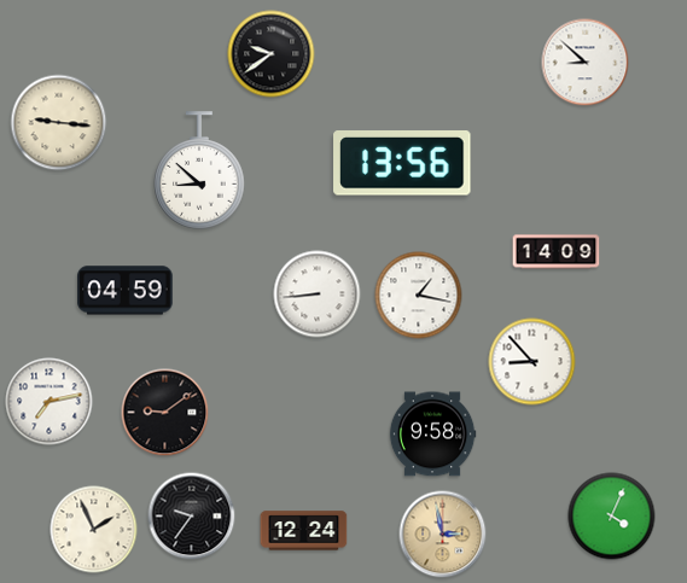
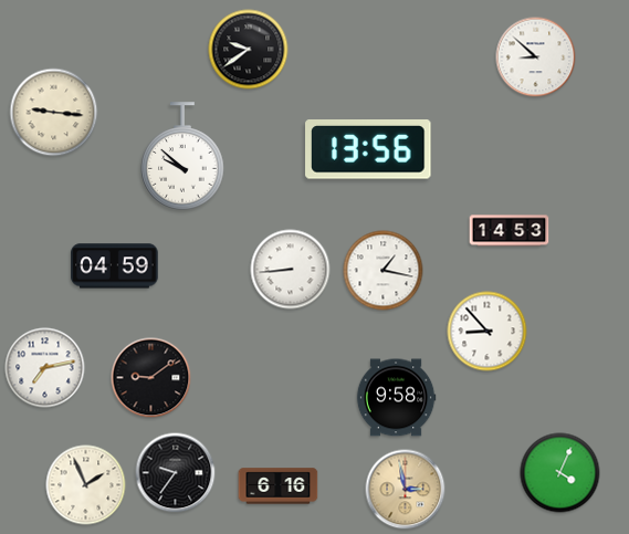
clock at (199, 170): 8:52 -> 9:52
clock at (557, 252): 14:09 -> 14:53
clock at (304, 531): 12:24 -> 6:16
